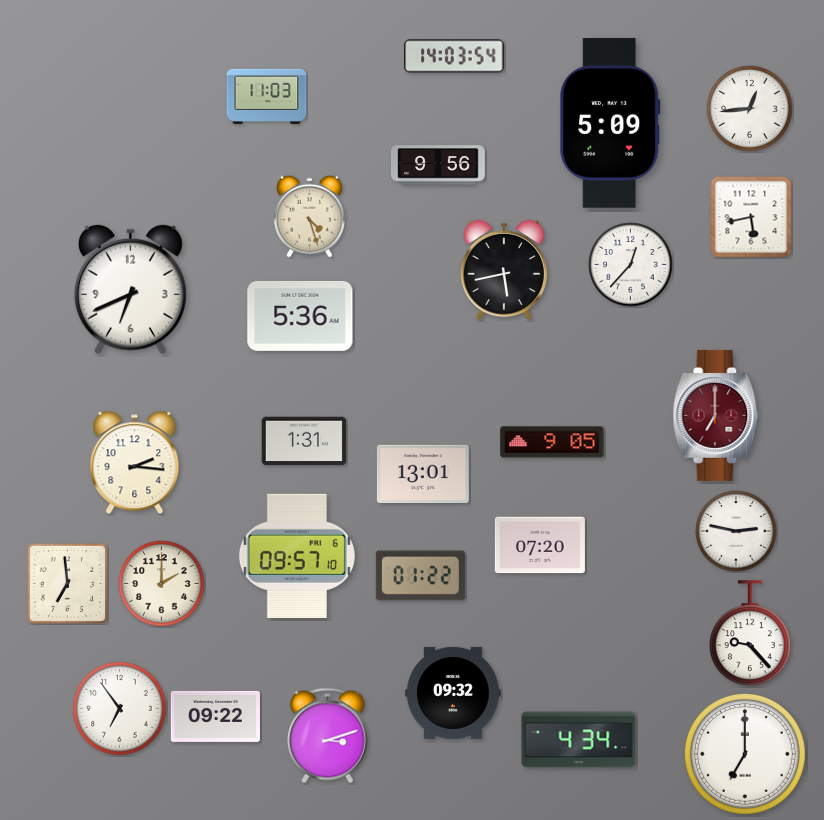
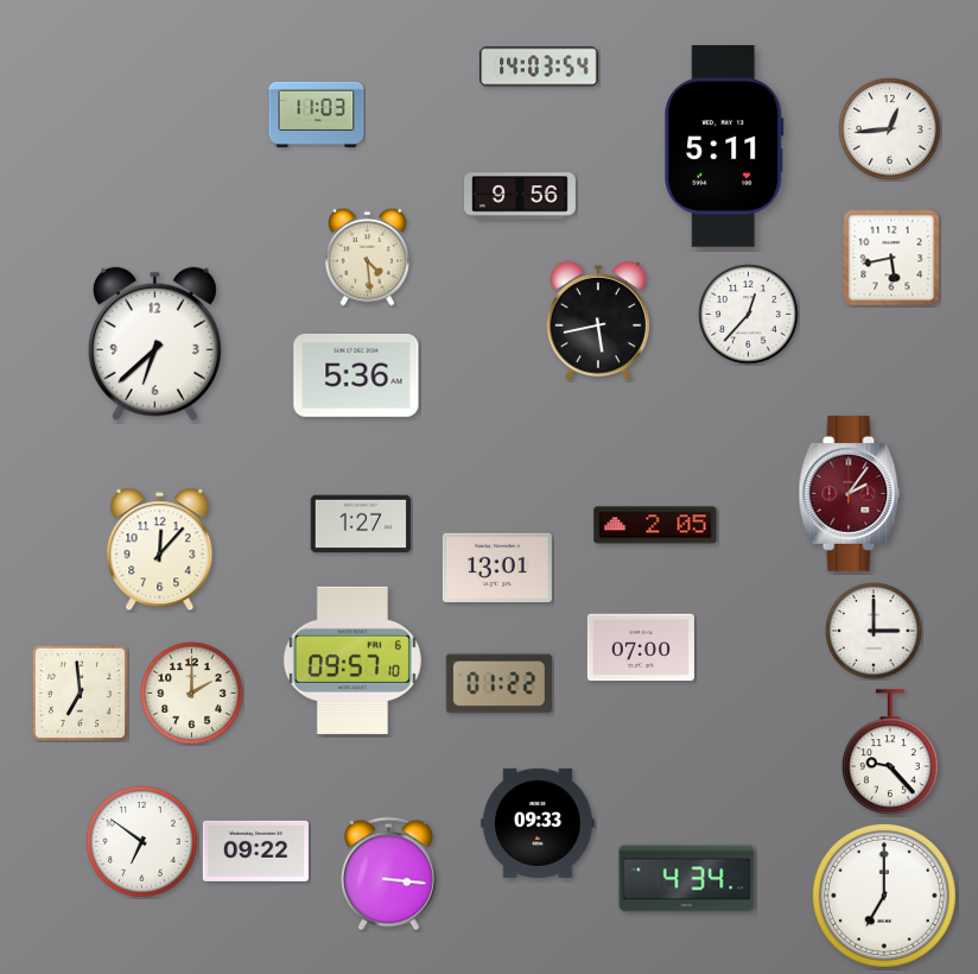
clock at (610, 123): 5:09 -> 5:11
clock at (310, 216): 4:27 -> 4:29
clock at (130, 290): 6:41 -> 6:38
clock at (716, 415): 7:00 -> 2:06
clock at (304, 441): 1:31 -> 1:27
clock at (552, 442): 9:05 -> 2:05
clock at (135, 463): 2:16 -> 12:07
clock at (423, 474) position: (423, 474) -> (497, 568)
clock at (736, 531): 2:47 -> 3:00
clock at (540, 545): 07:20 -> 07:00
clock at (453, 693): 09:32 -> 09:33
clock at (120, 709): 6:54 -> 6:51
clock at (327, 736): 3:12 -> 3:16
